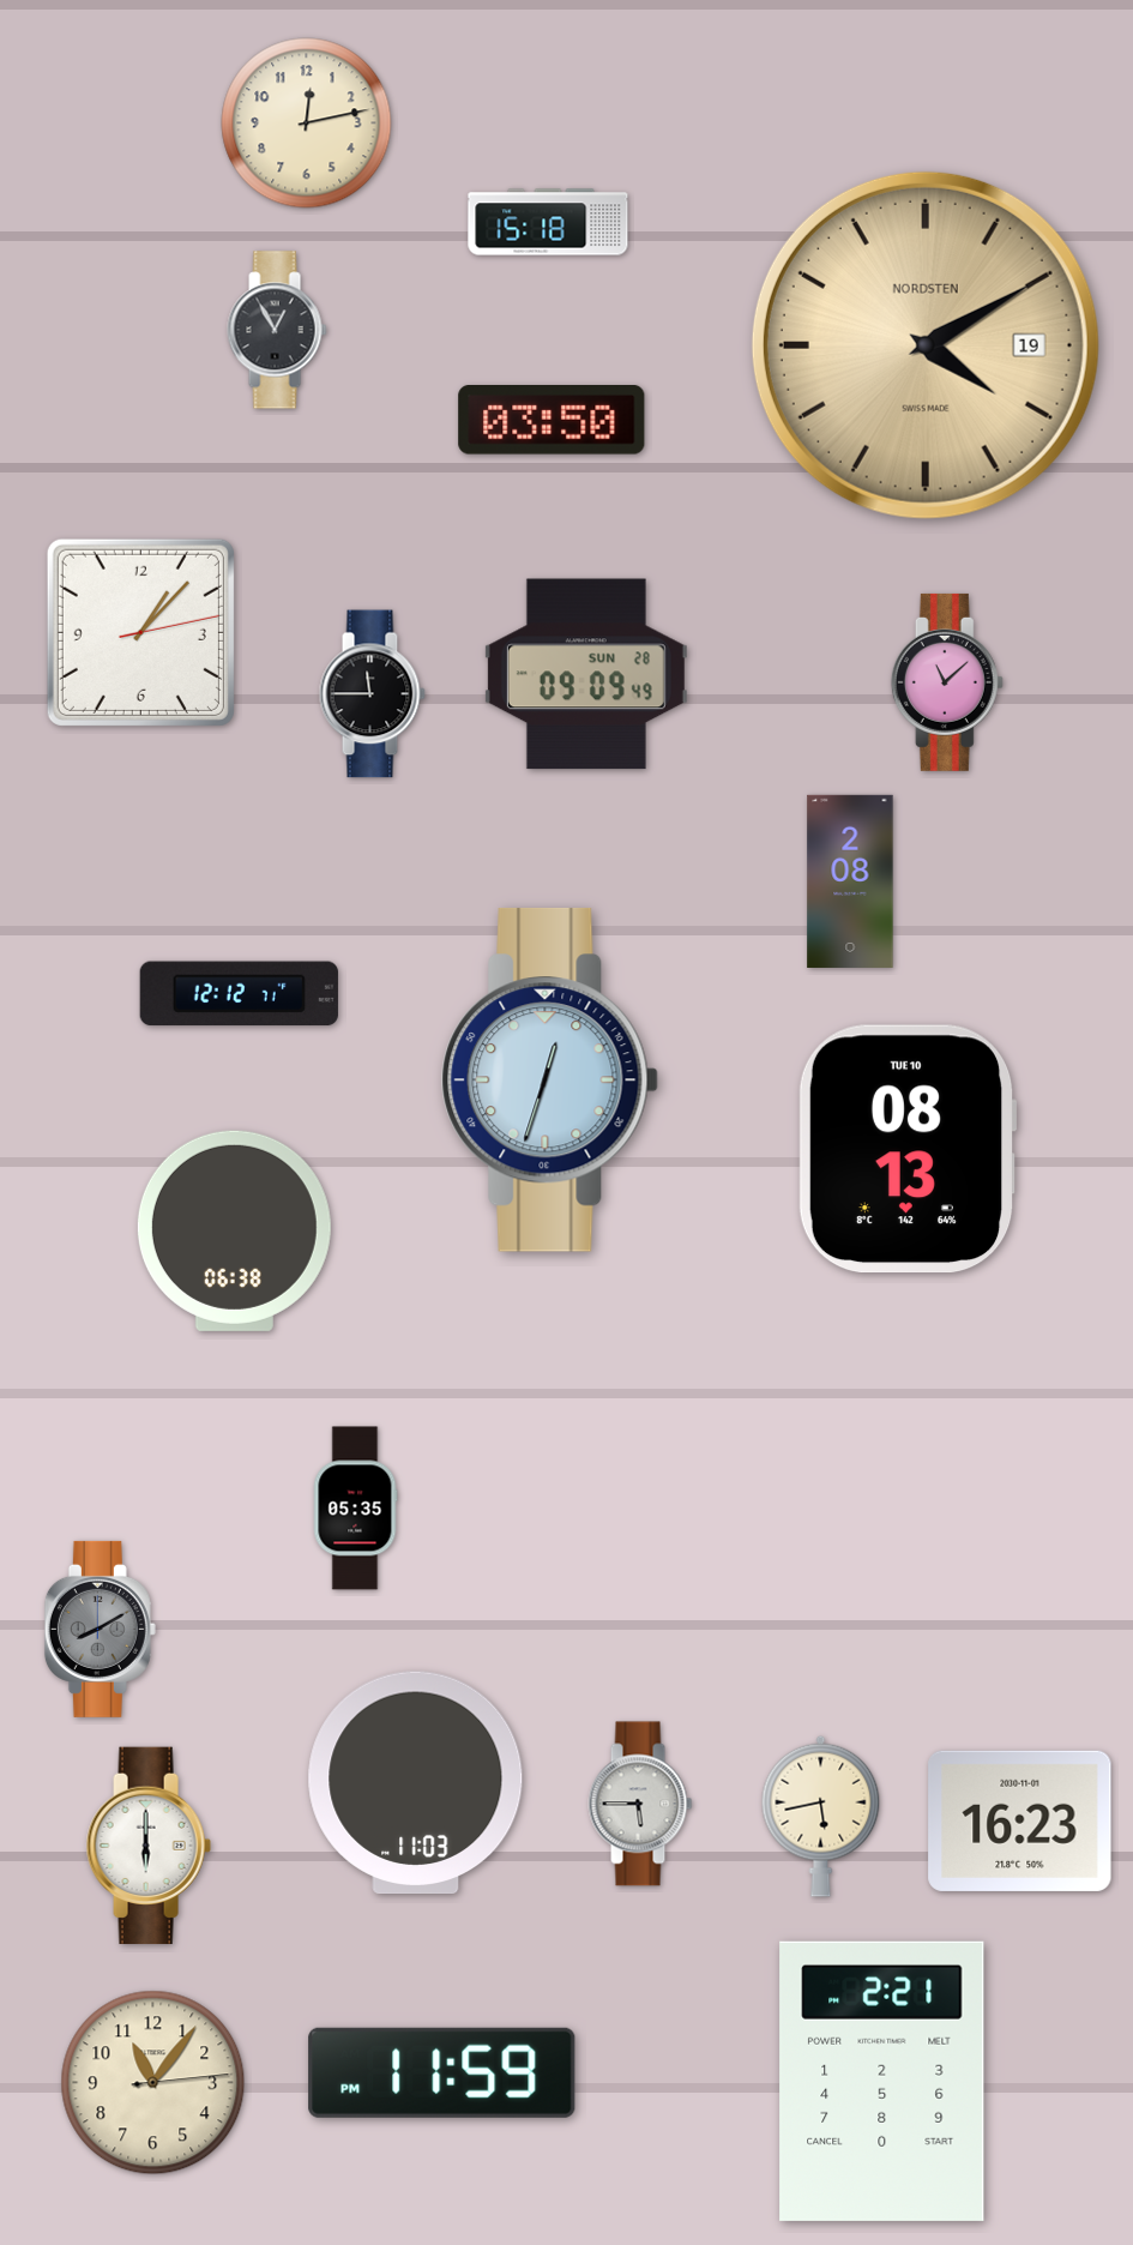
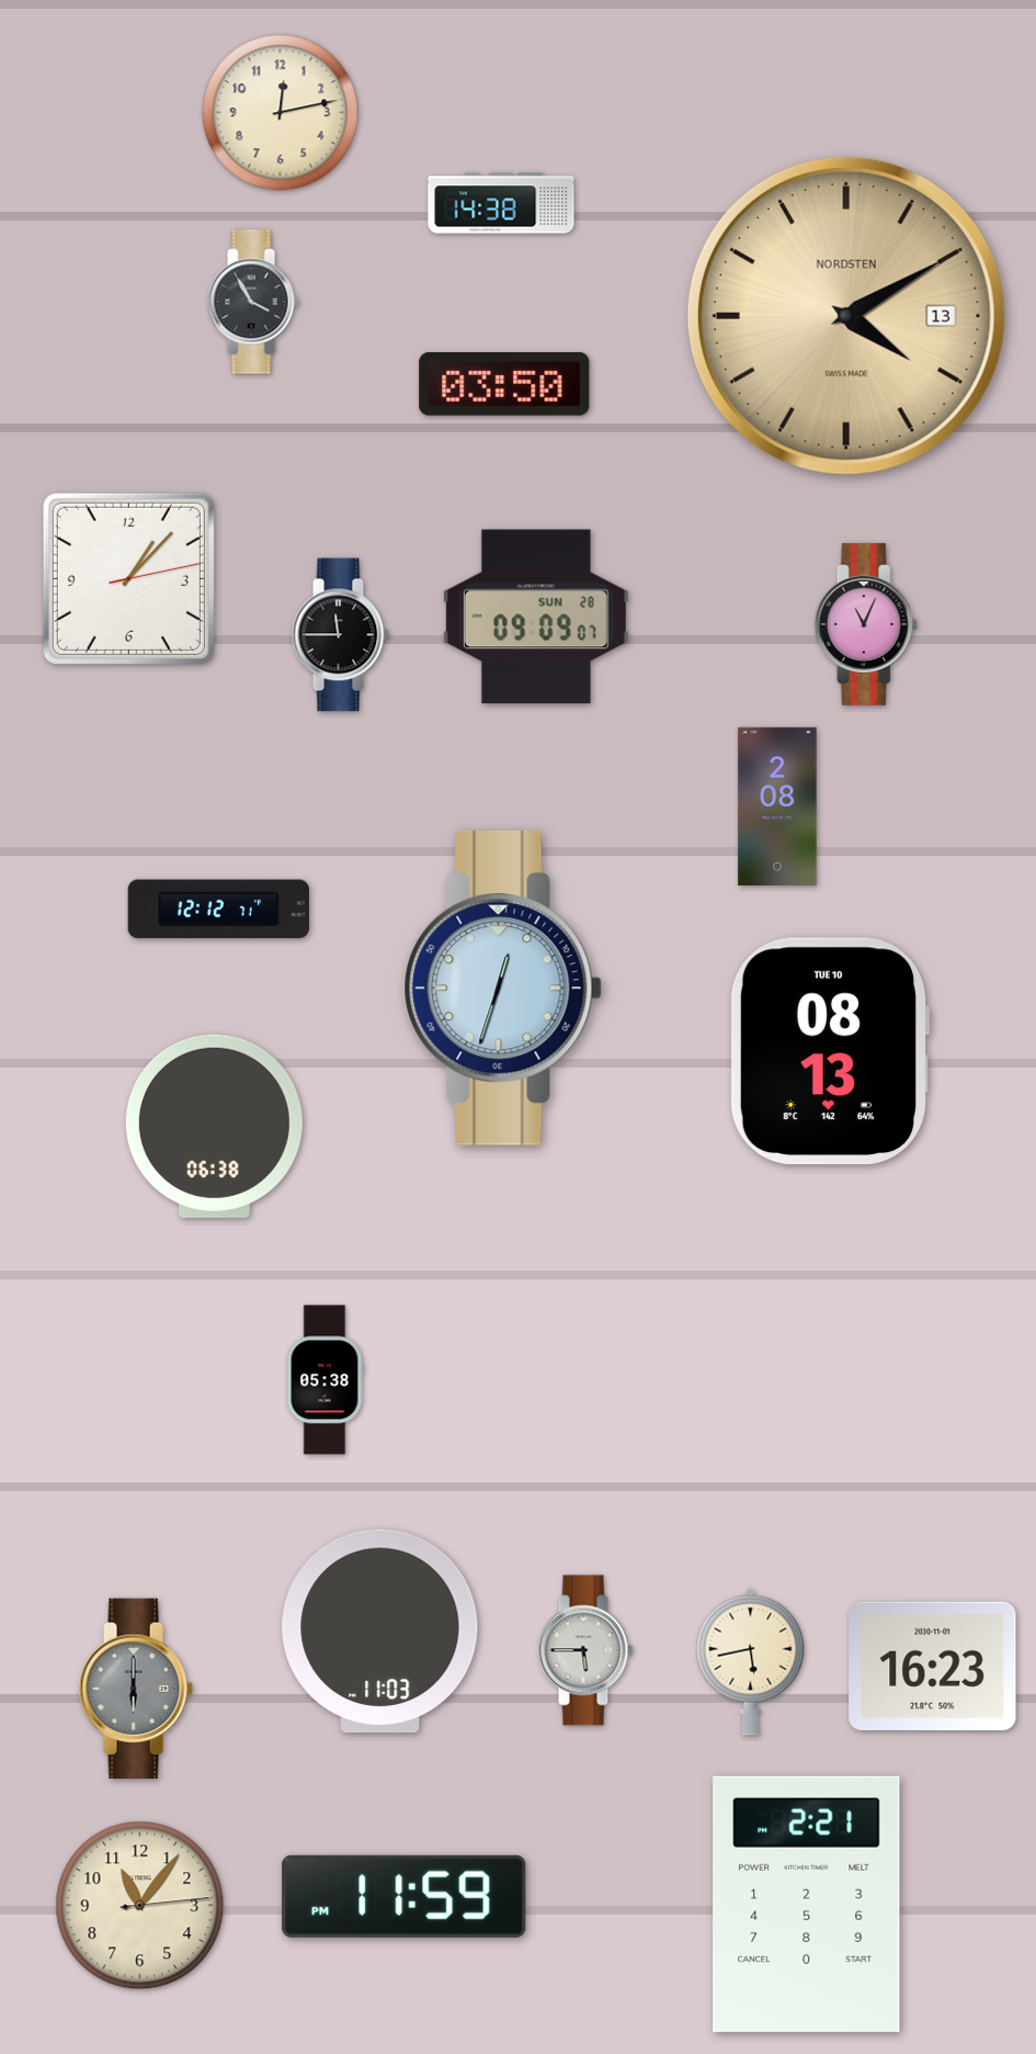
clock at (548, 222): 15:18 -> 14:38
clock at (277, 330): 12:55 -> 3:55
clock at (926, 345) date: 19 -> 13
clock at (586, 674): 09:09:49 -> 09:09:07
clock at (947, 682): 11:08 -> 11:04
clock at (355, 1509): 05:35 -> 05:38
clock at (100, 1629): 8:10 -> none
clock at (149, 1846) dial: white -> grey
